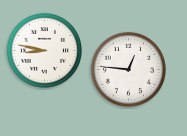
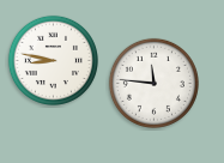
clock at (128, 69): 12:46 -> 11:46
